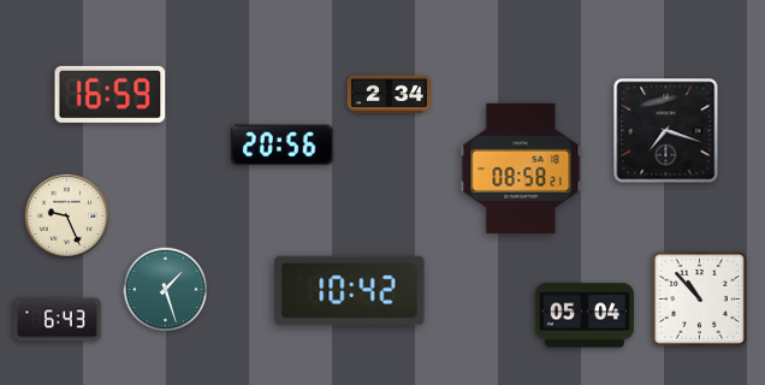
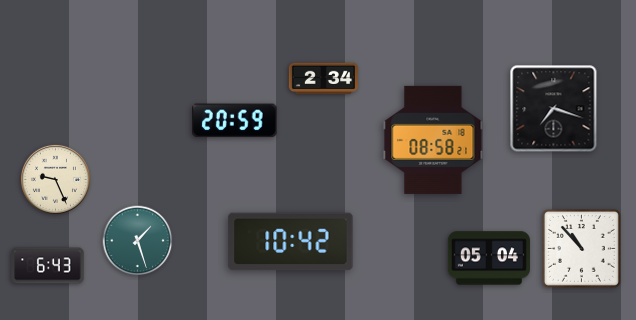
clock at (111, 94): 16:59 -> none
clock at (283, 146): 20:56 -> 20:59
clock at (585, 315) position: (585, 315) -> (489, 258)
